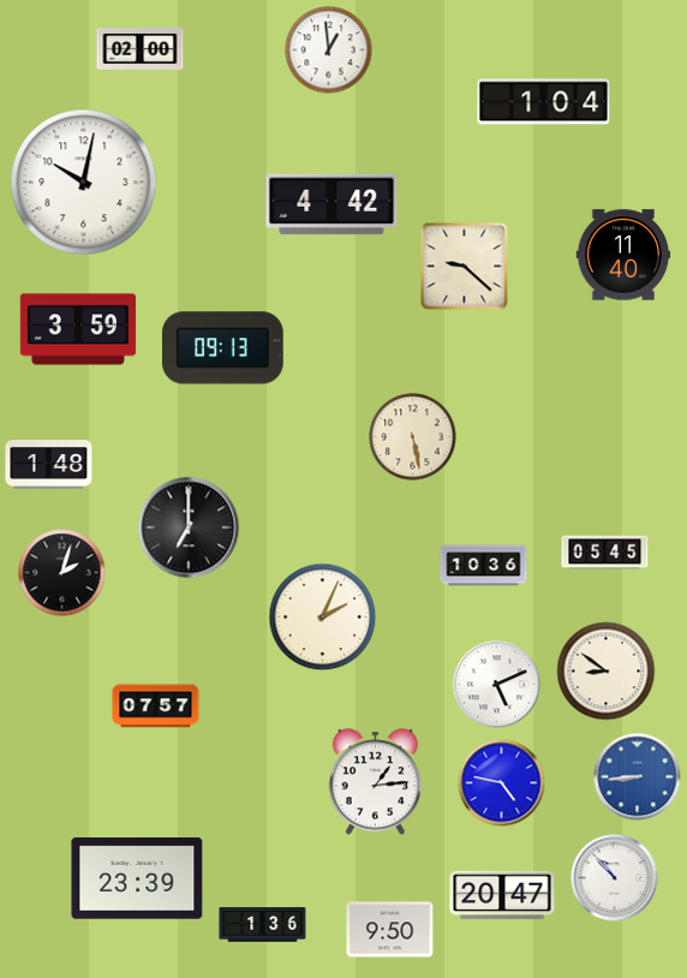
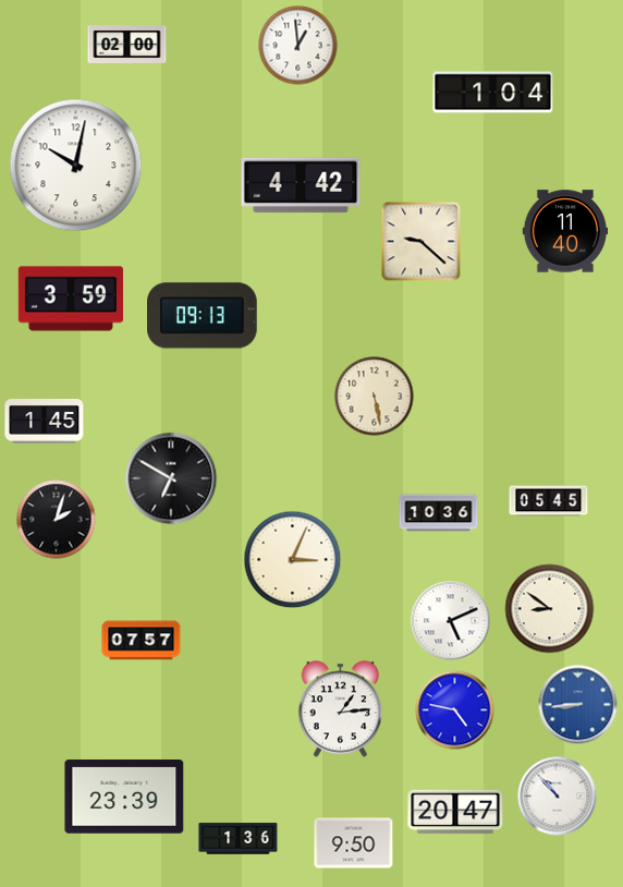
clock at (49, 465): 1:48 -> 1:45
clock at (189, 527): 7:00 -> 6:50
clock at (323, 618): 2:04 -> 3:04
